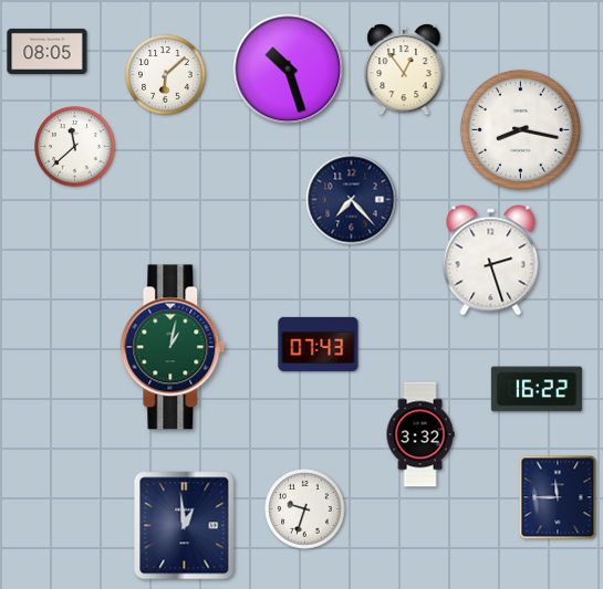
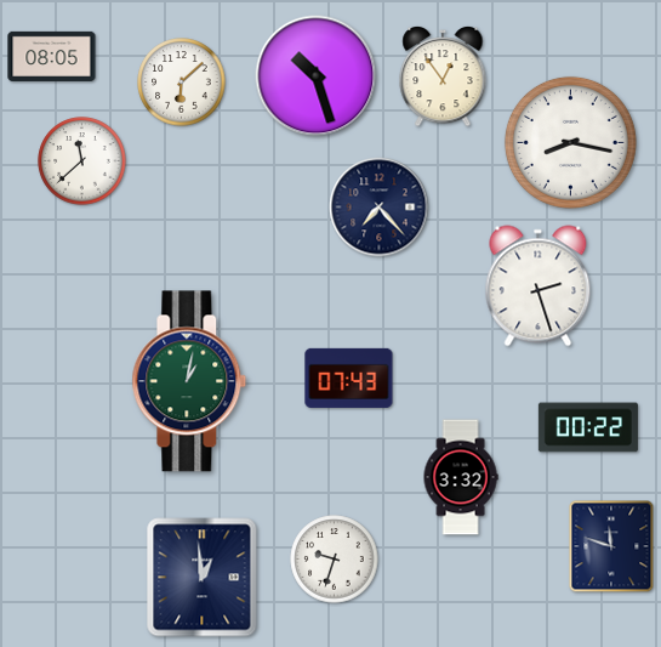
clock at (352, 200) position: (352, 200) -> (380, 208)
clock at (537, 389): 16:22 -> 00:22
clock at (558, 497): 11:45 -> 11:48
